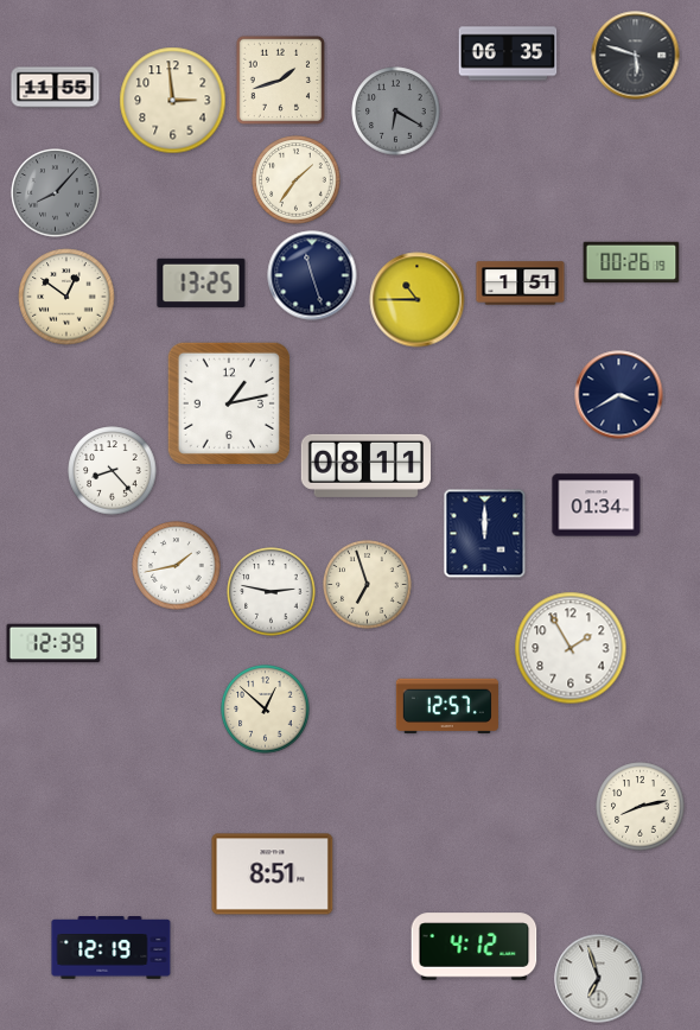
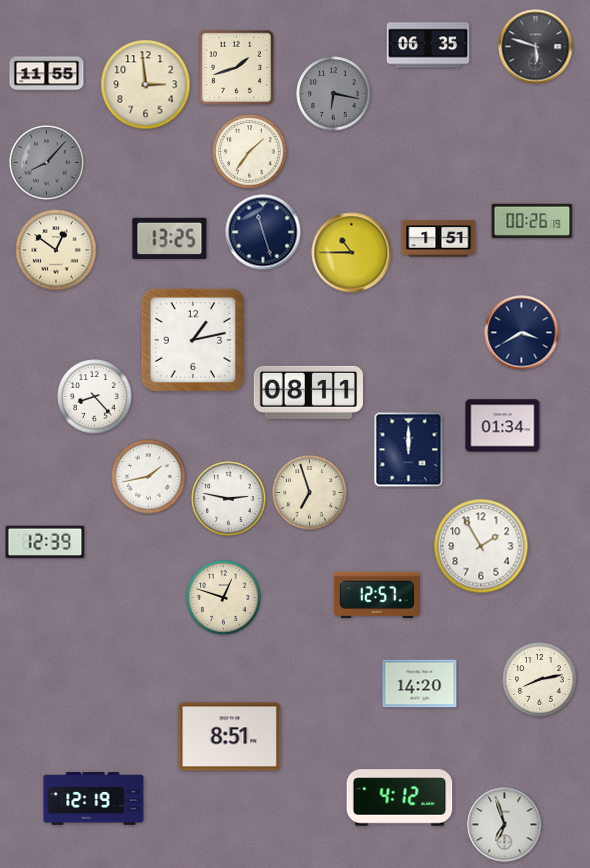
clock at (396, 112): 6:20 -> 6:17
clock at (266, 710): 12:52 -> 12:48
clock at (420, 684): none -> 14:20
